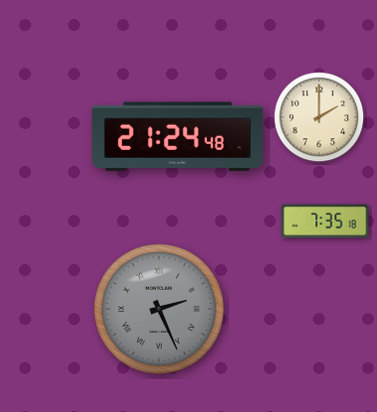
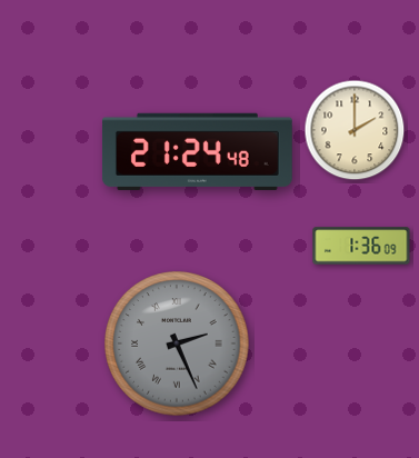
clock at (325, 221): 7:35 -> 1:36
